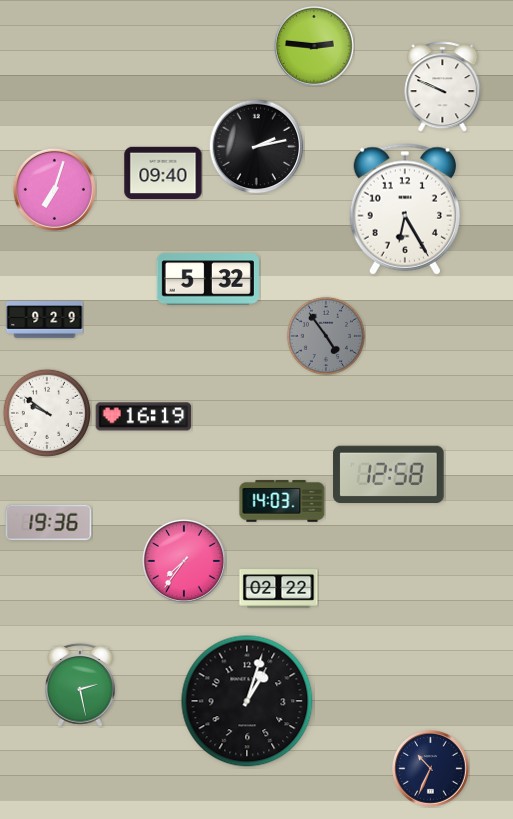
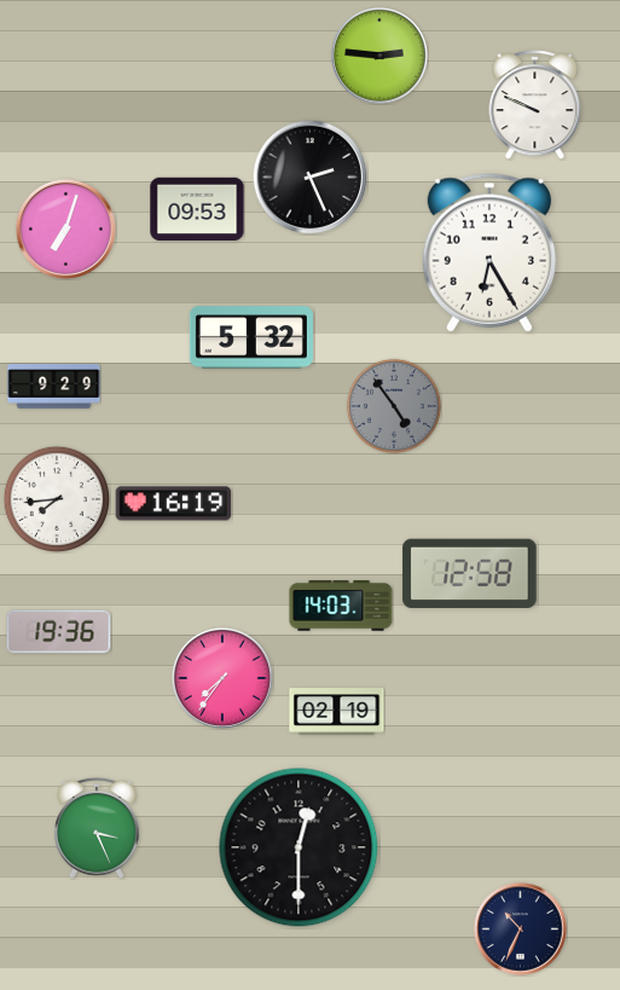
clock at (256, 146): 2:13 -> 2:26
clock at (163, 173): 09:40 -> 09:53
clock at (46, 412): 9:51 -> 7:44
clock at (279, 589): 02:22 -> 02:19
clock at (81, 685): 2:28 -> 3:26
clock at (247, 701): 1:03 -> 12:30
